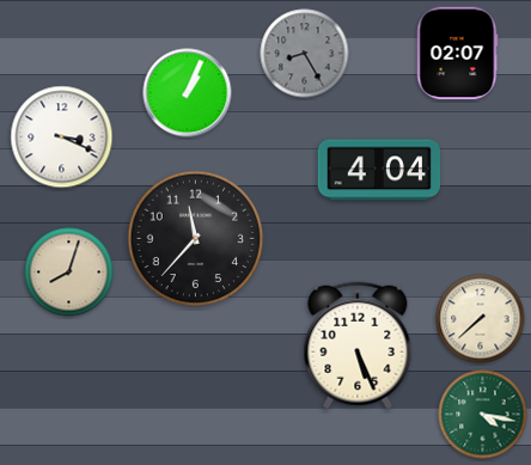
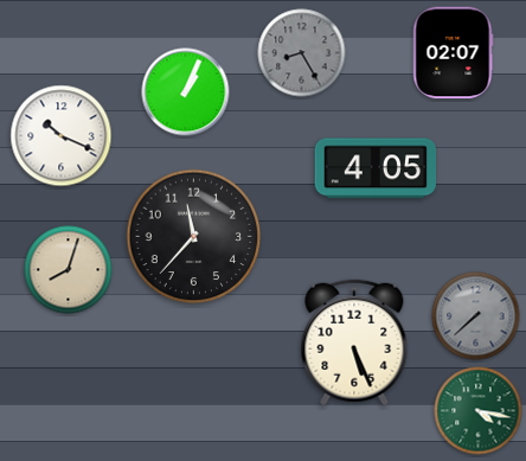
clock at (62, 137): 3:19 -> 10:19
clock at (379, 170): 4:04 -> 4:05
clock at (481, 319) dial: cream -> grey
